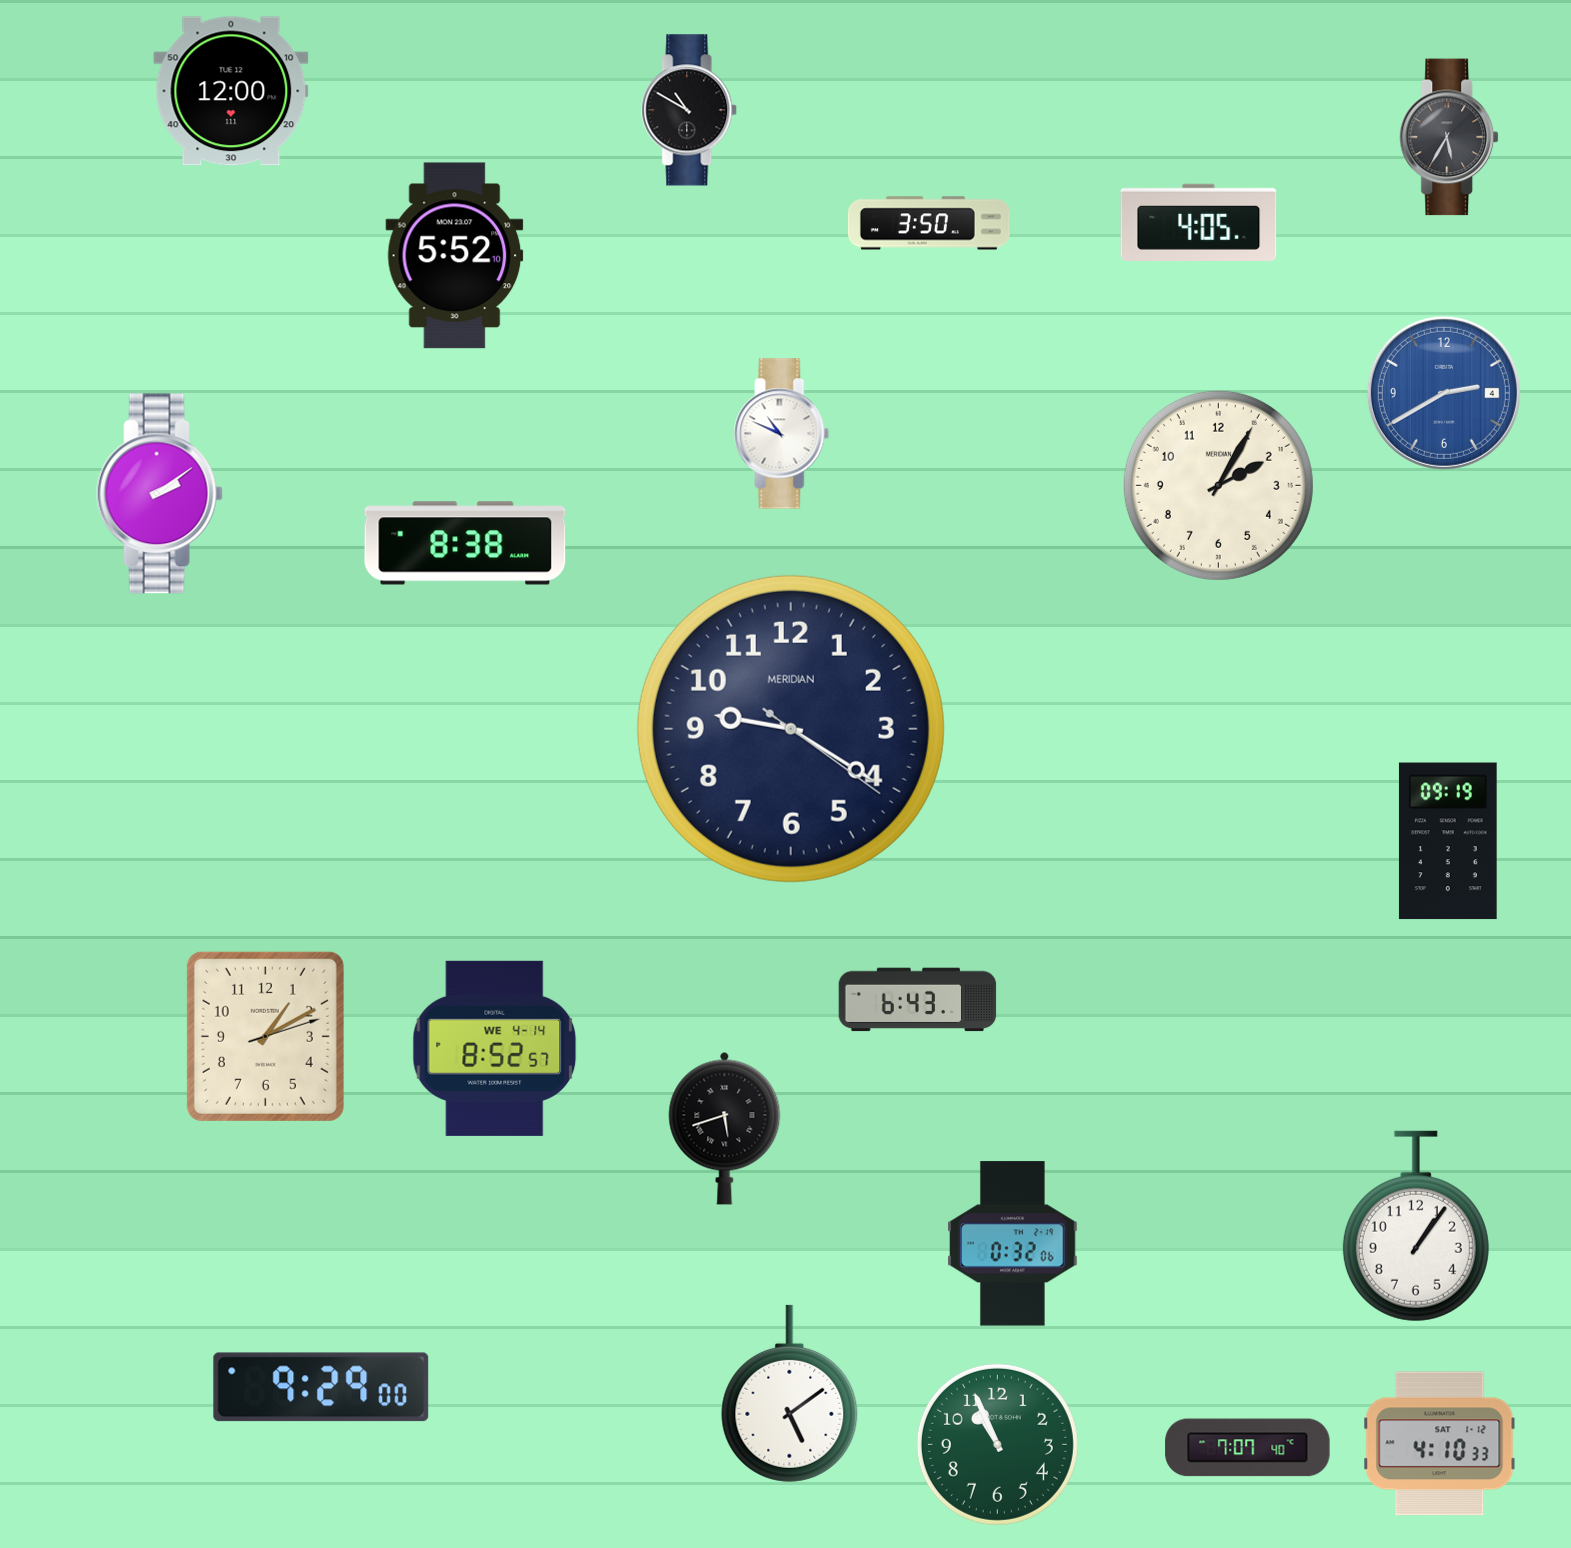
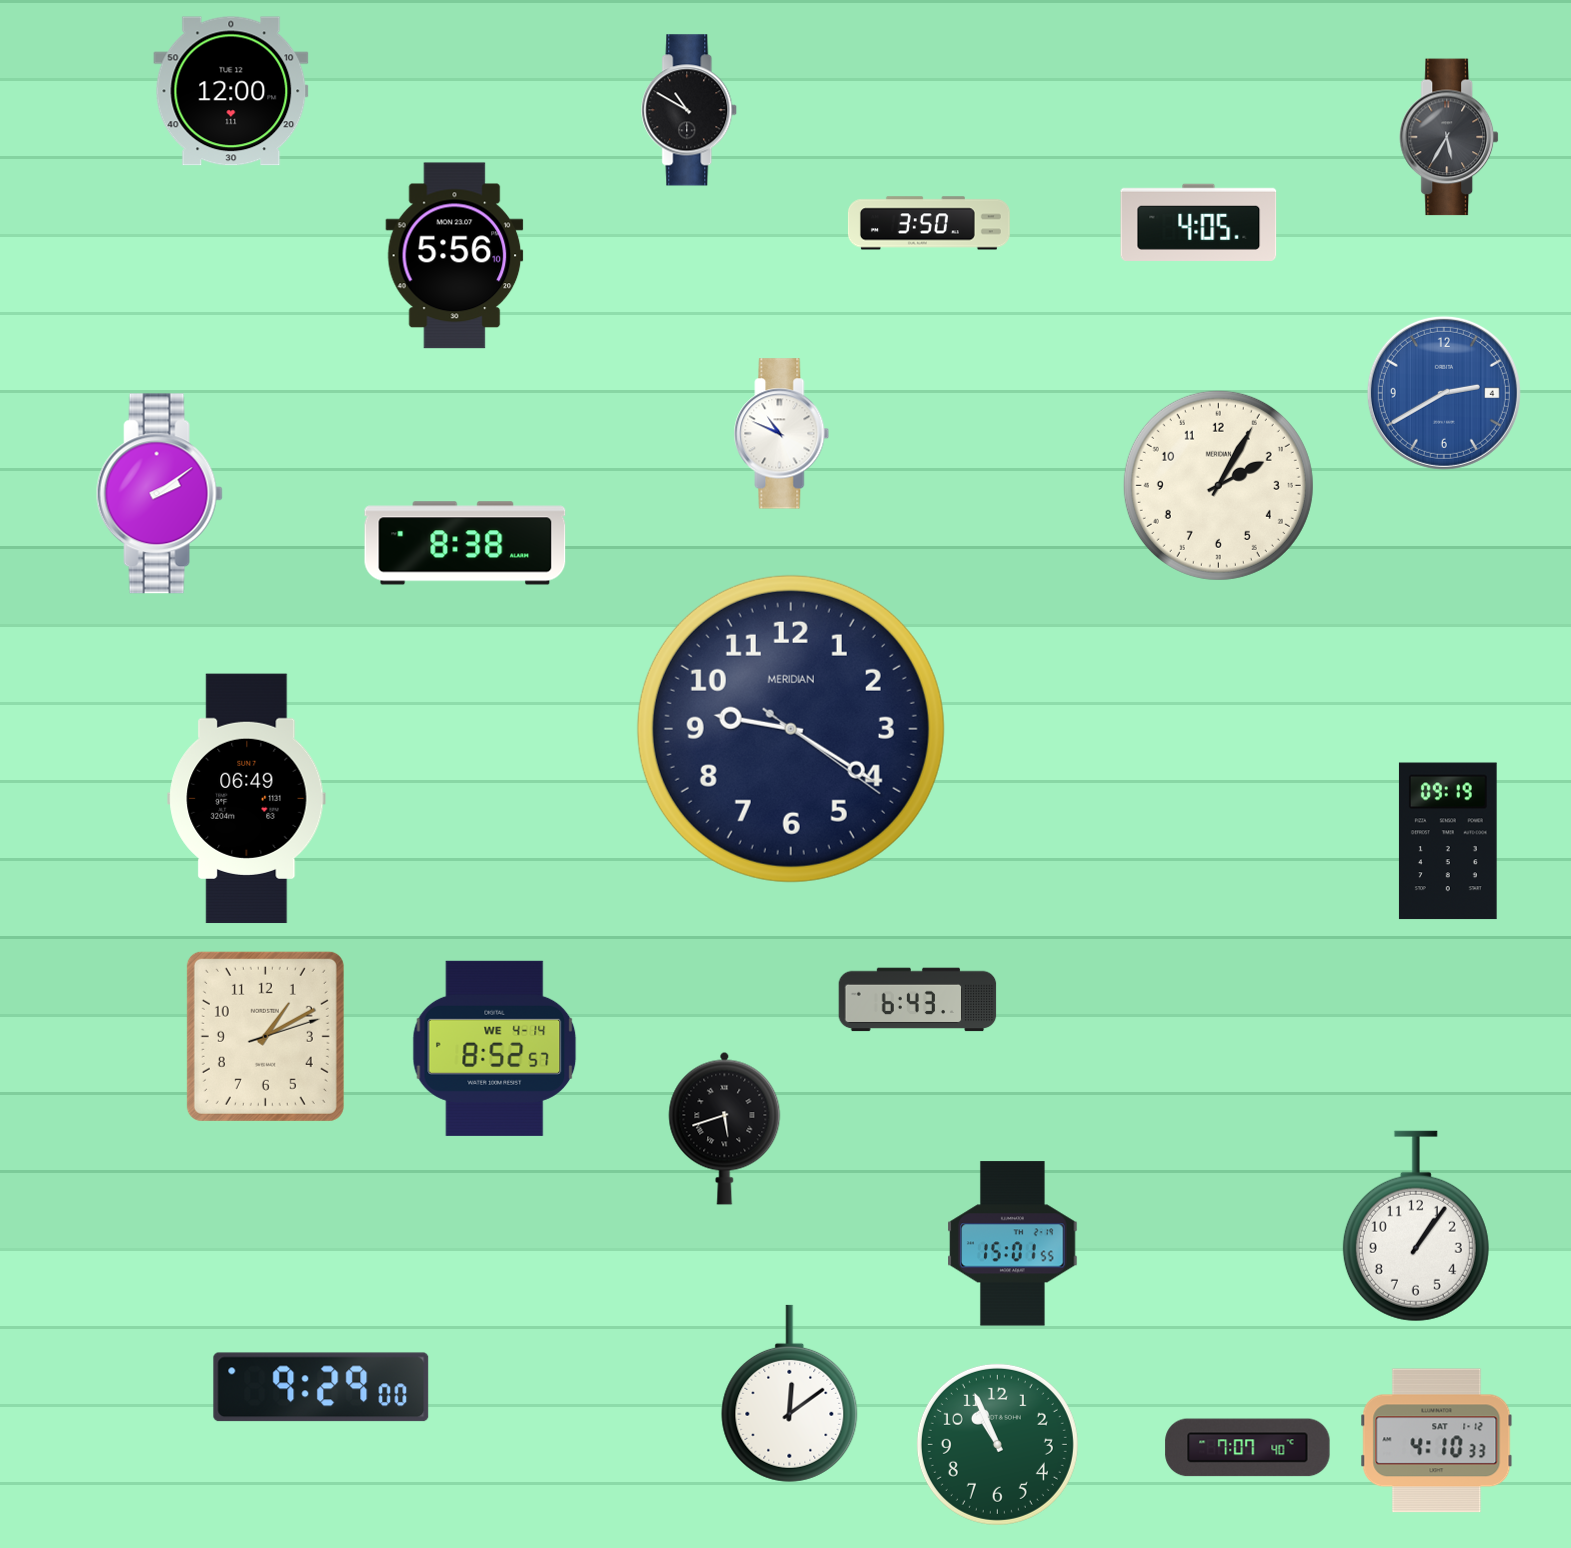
clock at (455, 256): 5:52 -> 5:56
clock at (247, 799): none -> 06:49
clock at (1013, 1244): 0:32 -> 15:01
clock at (790, 1393): 5:09 -> 12:09
clock at (1440, 1444) position: (1440, 1444) -> (1437, 1441)
